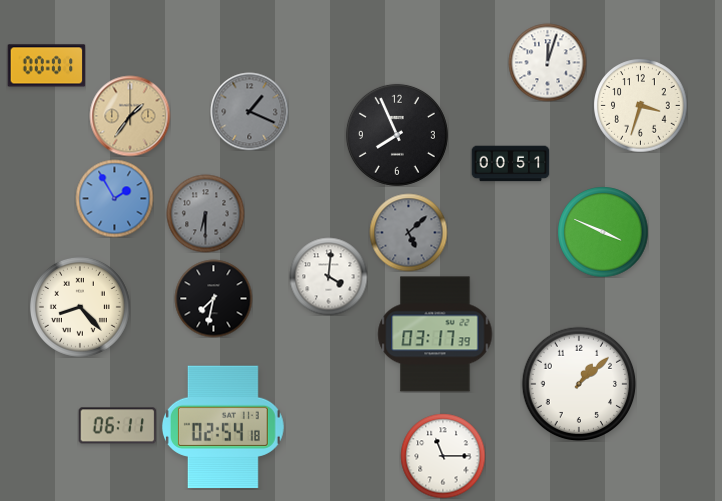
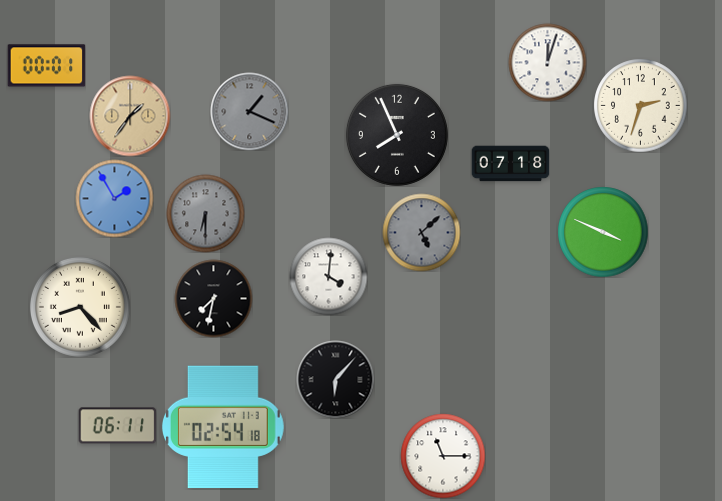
clock at (640, 105): 3:33 -> 2:33
clock at (510, 164): 00:51 -> 07:18
clock at (408, 232) position: (408, 232) -> (421, 232)
clock at (435, 334): 03:17 -> none
clock at (335, 379): none -> 6:07
clock at (579, 384): 1:08 -> none
